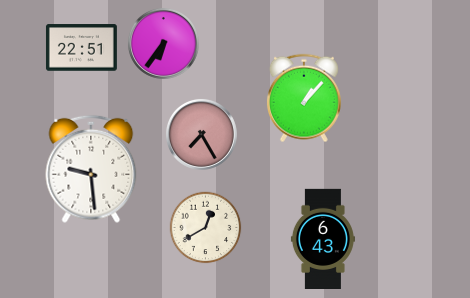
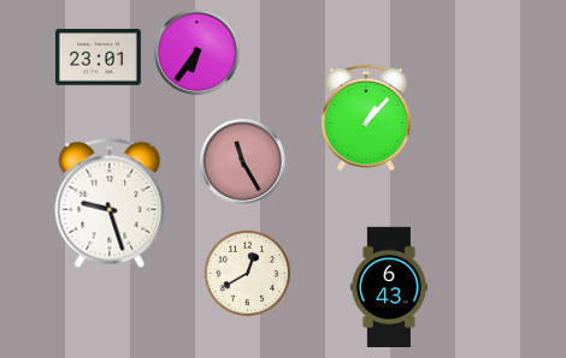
clock at (81, 48): 22:51 -> 23:01
clock at (201, 134): 7:25 -> 11:25
clock at (91, 169): 9:29 -> 9:27
